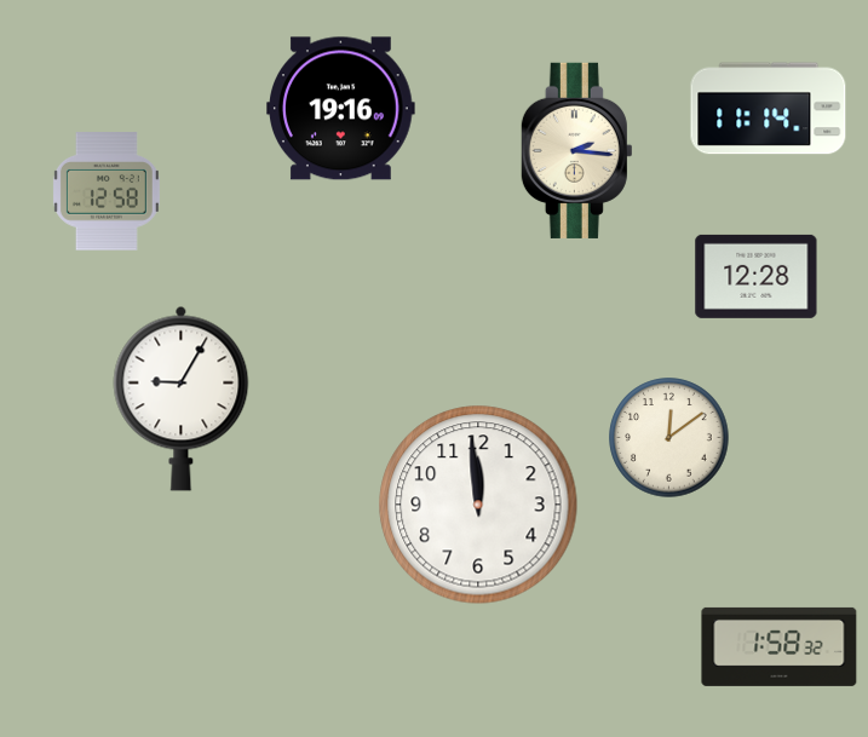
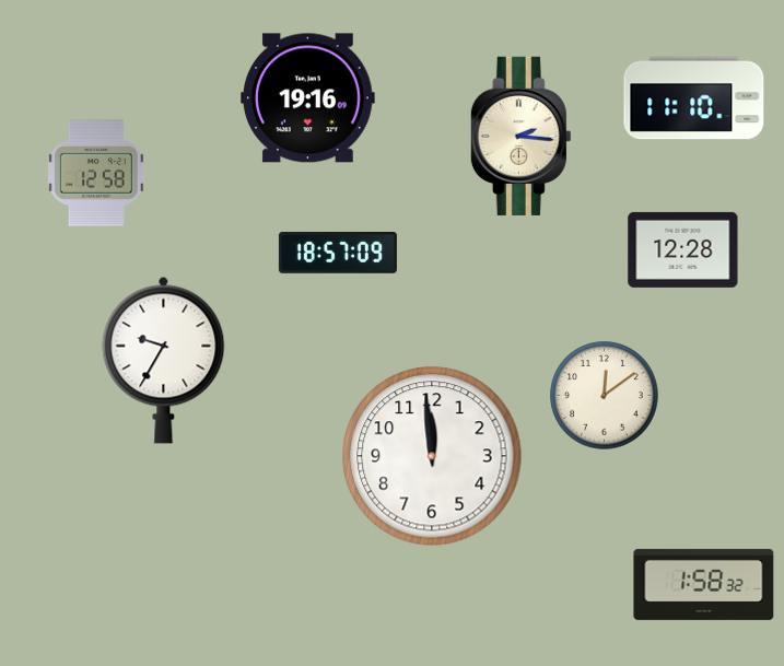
clock at (769, 109): 11:14 -> 11:10
clock at (338, 253): none -> 18:57
clock at (182, 398): 9:05 -> 9:35
